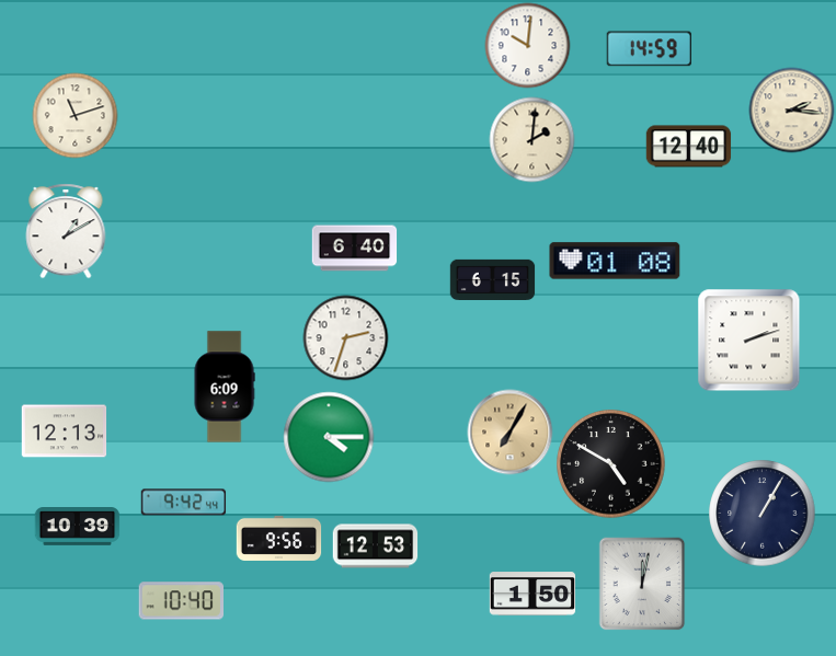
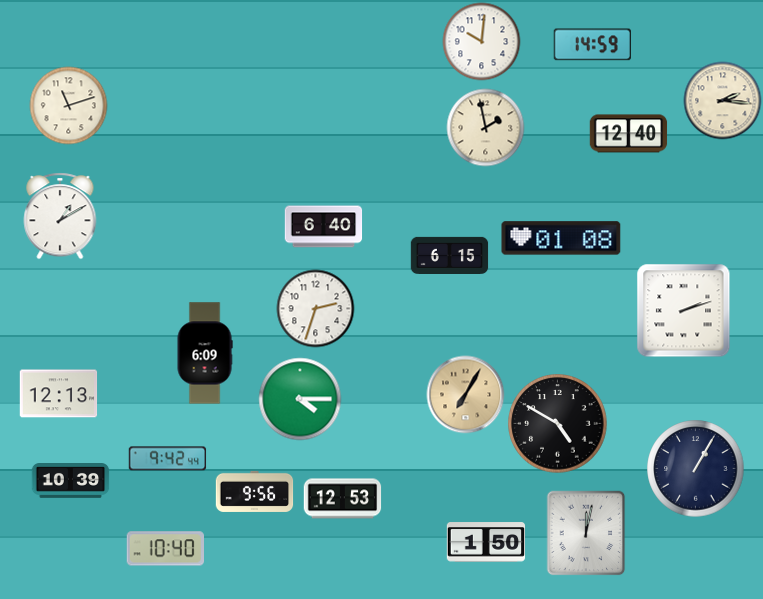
clock at (531, 139): 2:01 -> 1:58
clock at (66, 231) position: (66, 231) -> (60, 216)
